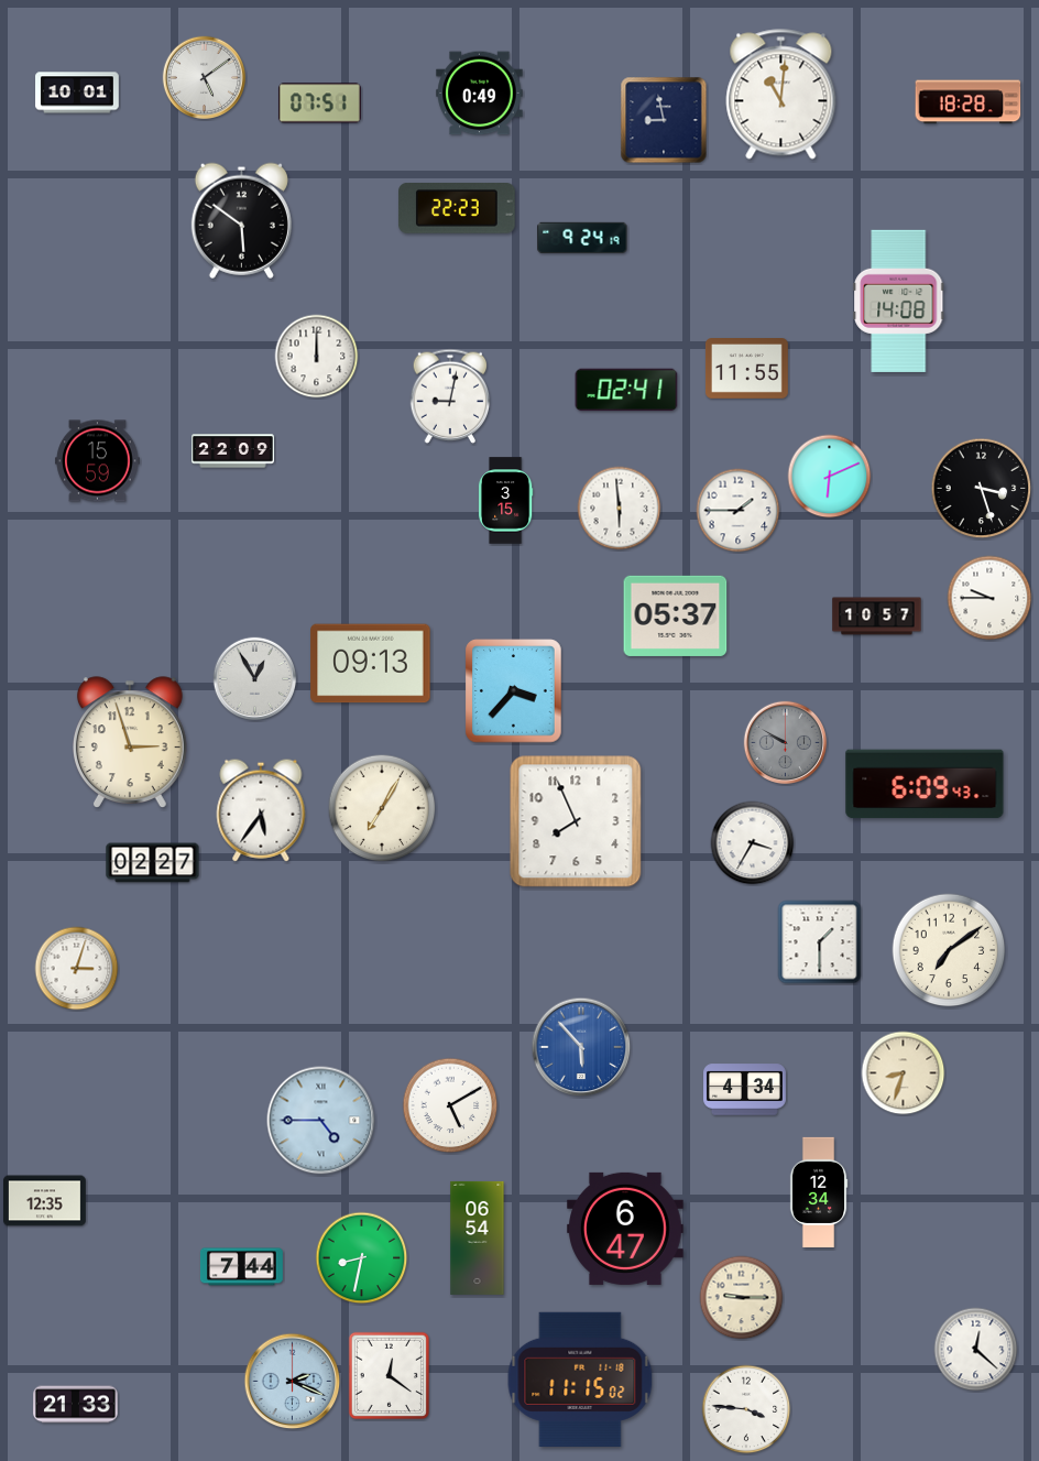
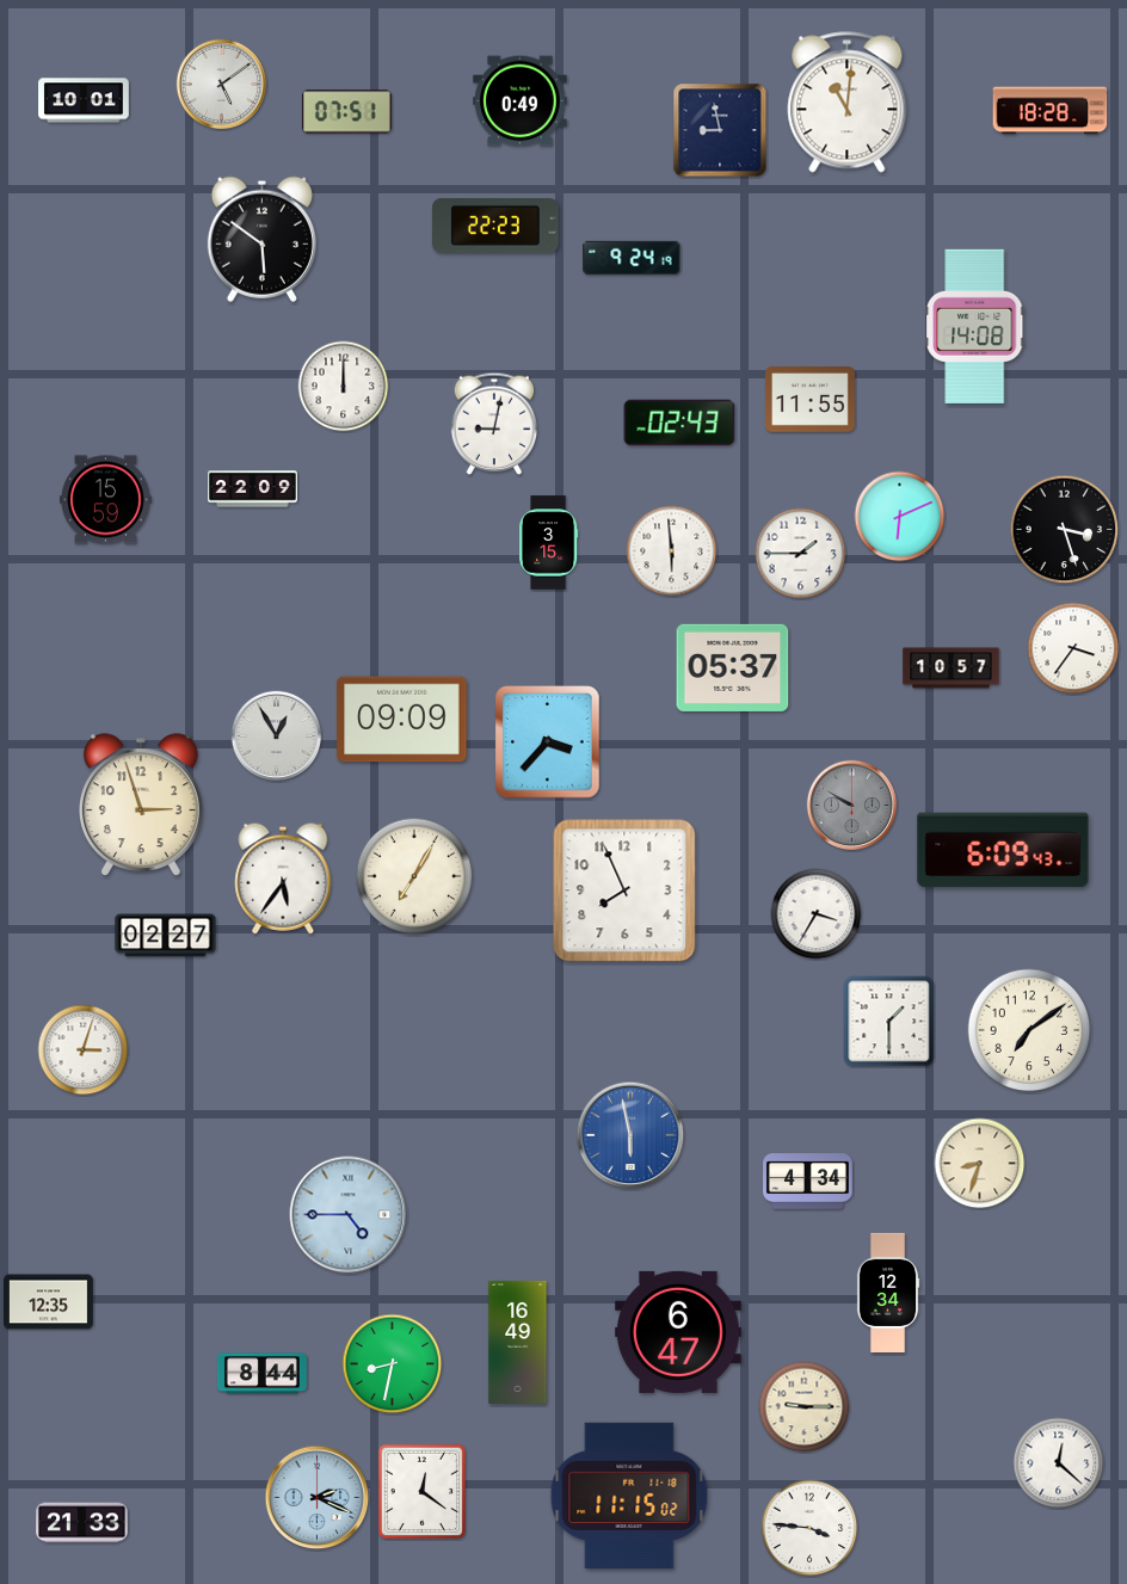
clock at (626, 390): 02:41 -> 02:43
clock at (450, 396) position: (450, 396) -> (494, 424)
clock at (989, 598): 9:45 -> 3:36
clock at (371, 664): 09:13 -> 09:09
clock at (514, 691) position: (514, 691) -> (548, 742)
clock at (581, 1047): 5:53 -> 5:58
clock at (450, 1105): 5:10 -> none
clock at (478, 1238): 06:54 -> 16:49
clock at (241, 1267): 7:44 -> 8:44
